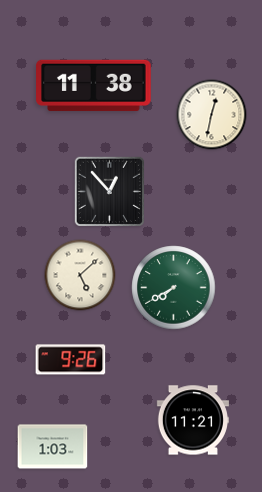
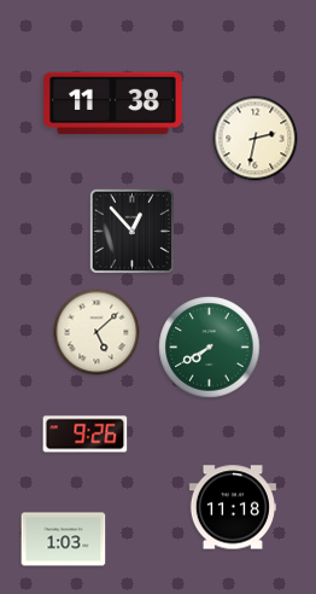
clock at (212, 115): 12:32 -> 2:32
clock at (193, 420): 11:21 -> 11:18
